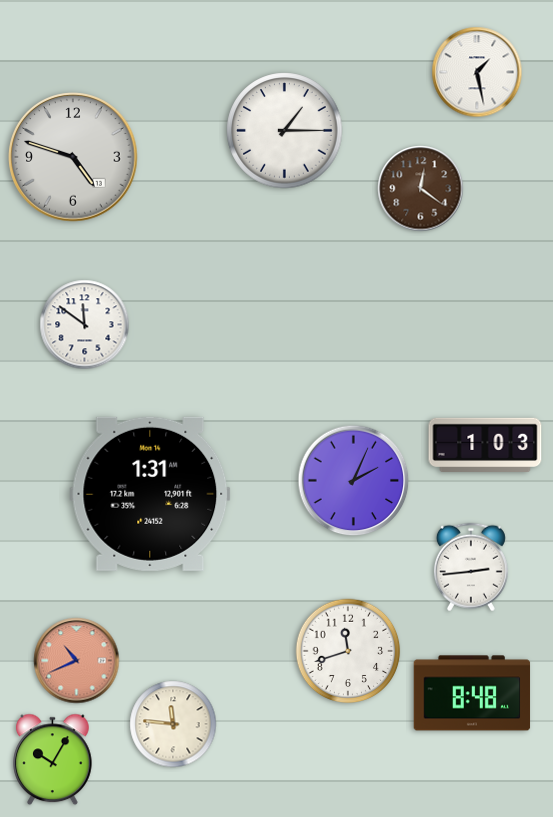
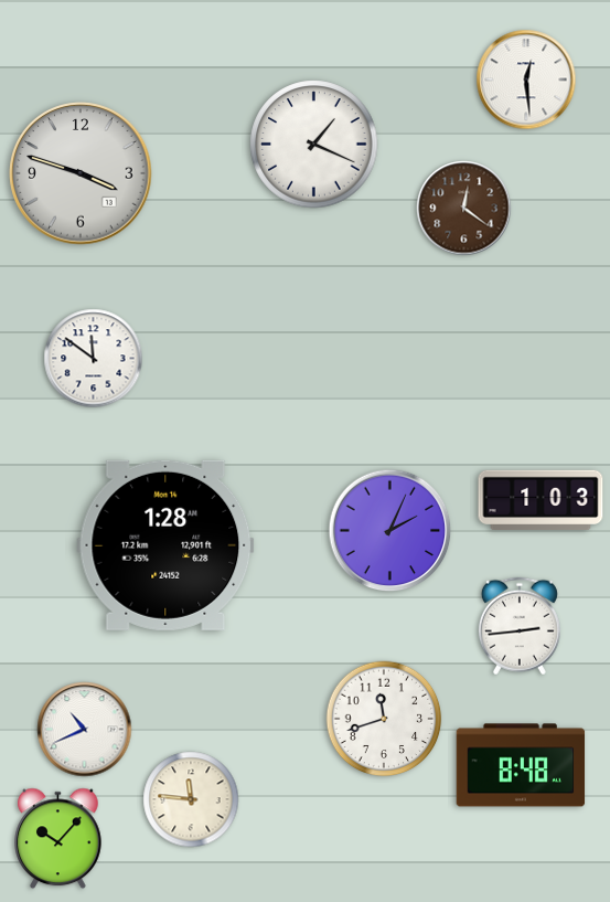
clock at (477, 72): 1:28 -> 12:29
clock at (285, 131): 1:15 -> 1:19
clock at (73, 157): 4:48 -> 3:48
clock at (485, 444) position: (485, 444) -> (541, 499)
clock at (150, 494): 1:31 -> 1:28
clock at (77, 661) dial: salmon -> white
clock at (53, 760): 10:05 -> 10:07
